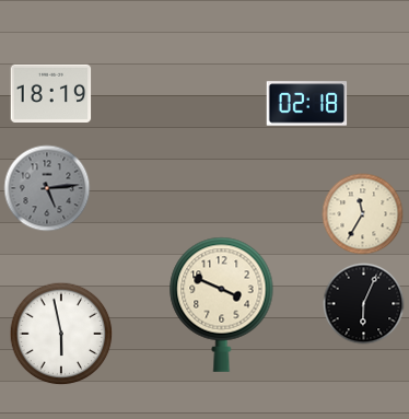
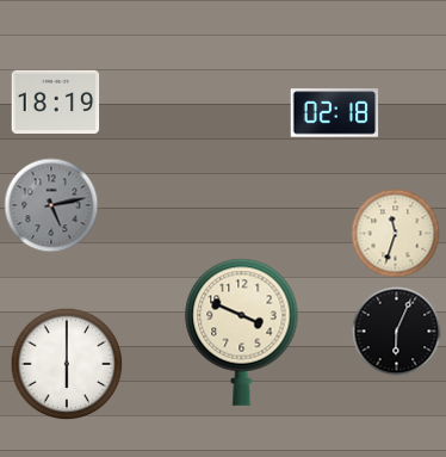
clock at (47, 188): 5:14 -> 5:13
clock at (363, 214): 11:35 -> 11:33
clock at (61, 334): 5:58 -> 6:00
